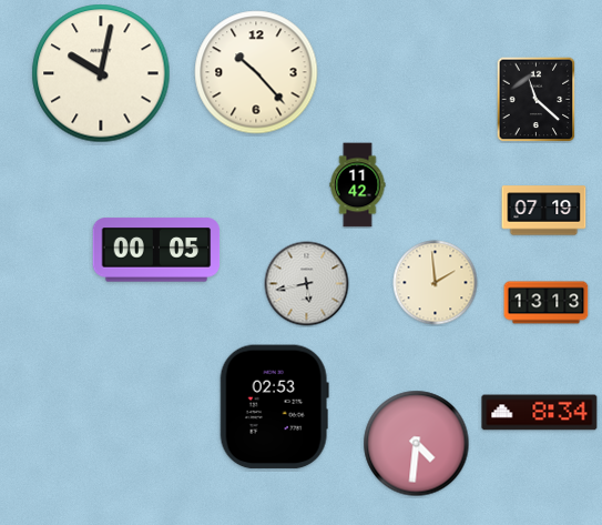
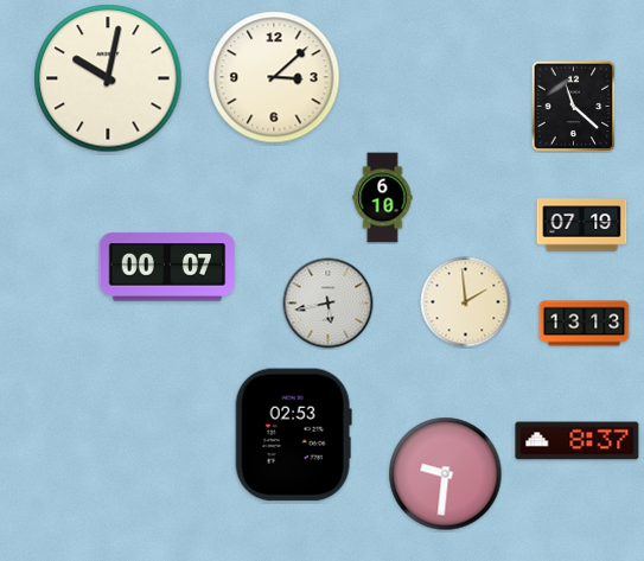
clock at (256, 72): 10:23 -> 3:08
clock at (358, 185): 11:42 -> 6:10
clock at (156, 250): 00:05 -> 00:07
clock at (540, 413): 8:34 -> 8:37
clock at (417, 444): 4:31 -> 9:31
